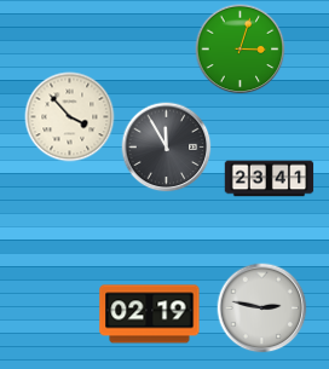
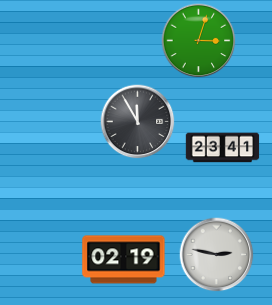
clock at (70, 117): 3:53 -> none
